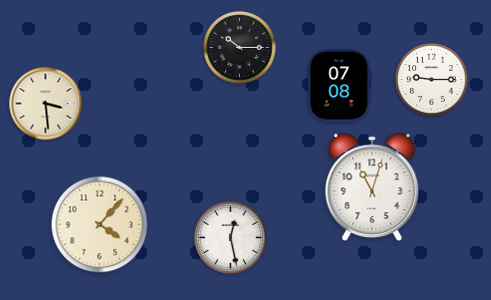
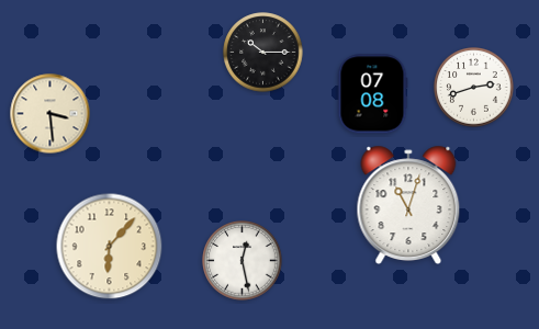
clock at (432, 80): 9:15 -> 2:42
clock at (100, 225): 4:07 -> 6:07
clock at (231, 238) position: (231, 238) -> (243, 261)
